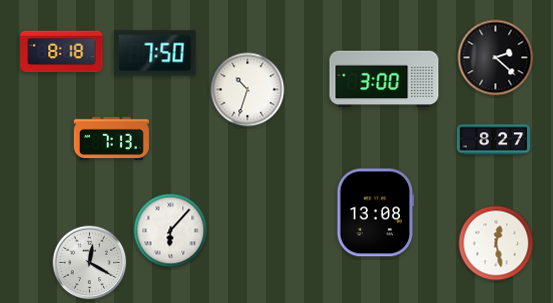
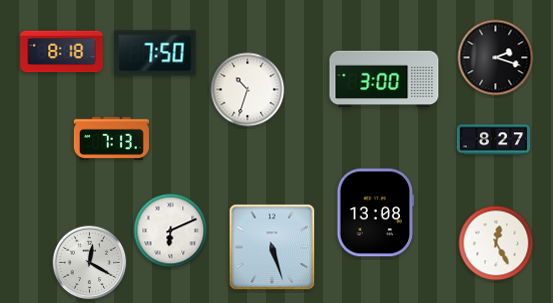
clock at (496, 58): 2:22 -> 2:18
clock at (171, 231): 6:07 -> 6:11
clock at (496, 243): 12:28 -> 12:25
clock at (272, 247): none -> 5:27
